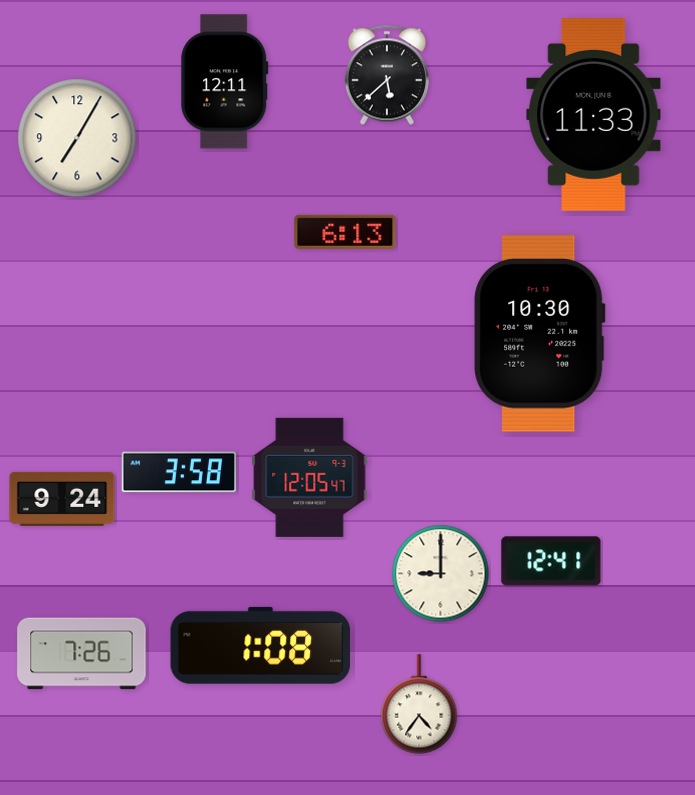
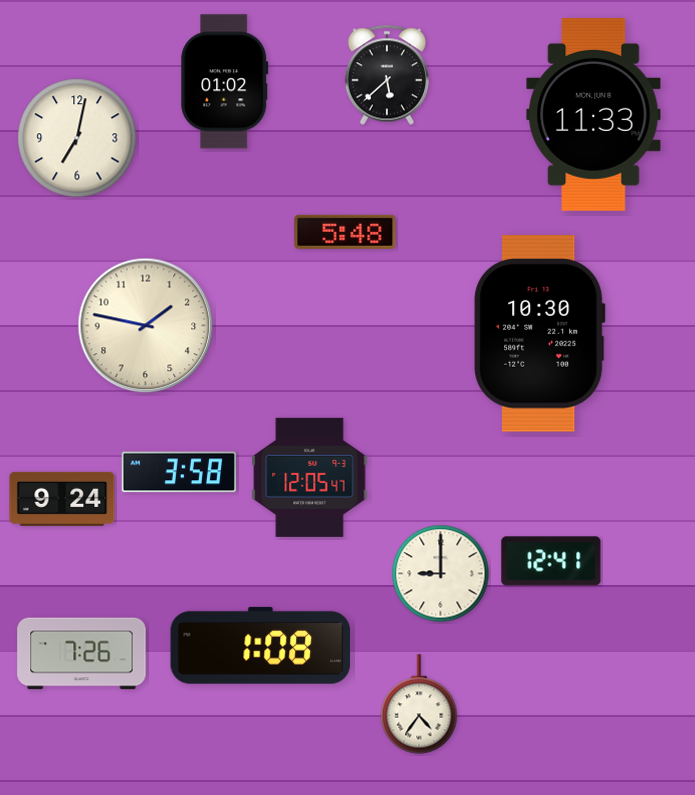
clock at (225, 82): 12:11 -> 01:02
clock at (77, 138): 7:05 -> 7:02
clock at (345, 232): 6:13 -> 5:48
clock at (146, 326): none -> 1:47
